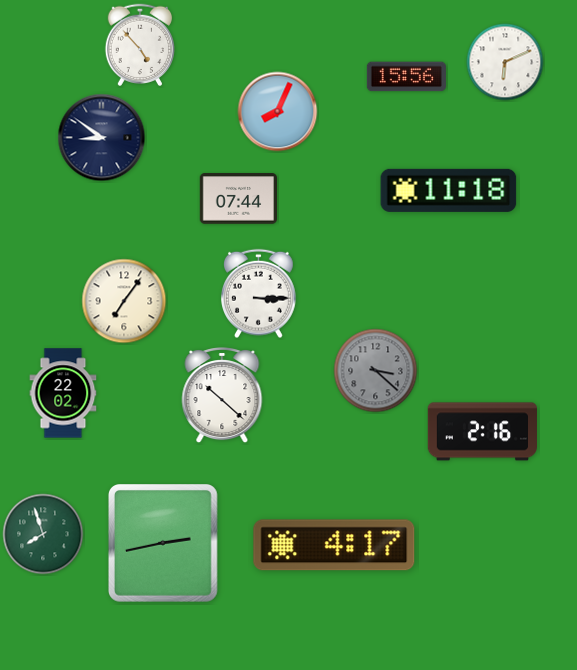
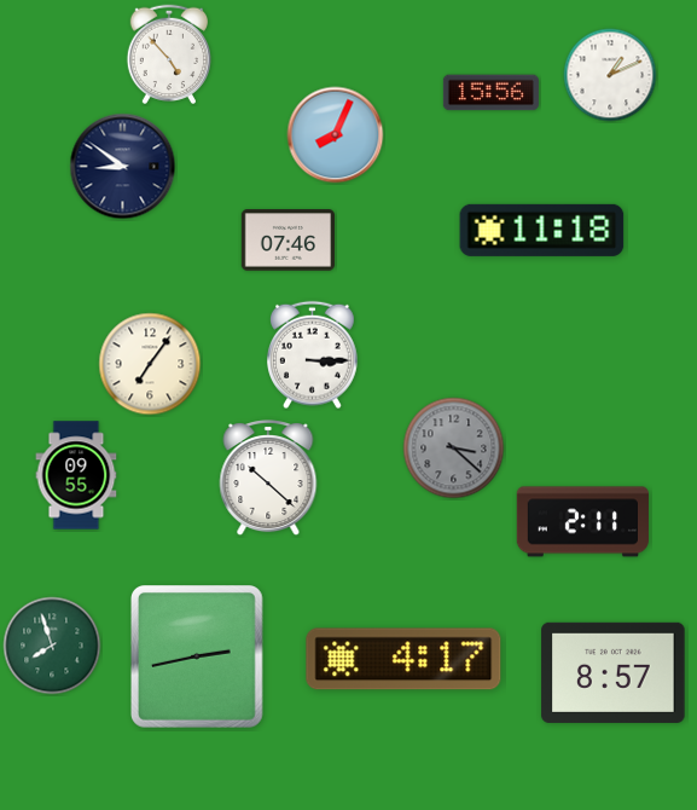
clock at (505, 62): 6:11 -> 1:11
clock at (238, 199): 07:44 -> 07:46
clock at (63, 393): 22:02 -> 09:55
clock at (482, 432): 2:16 -> 2:11
clock at (614, 672): none -> 8:57
